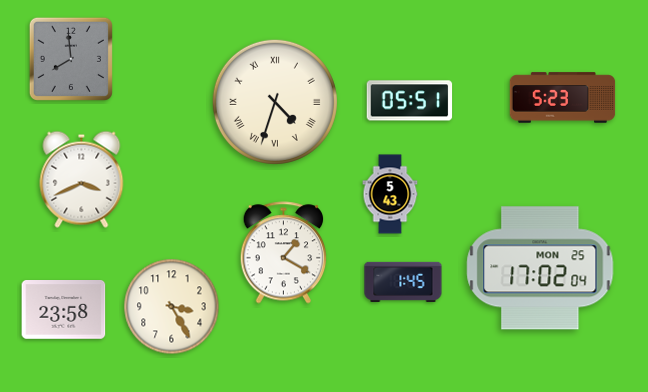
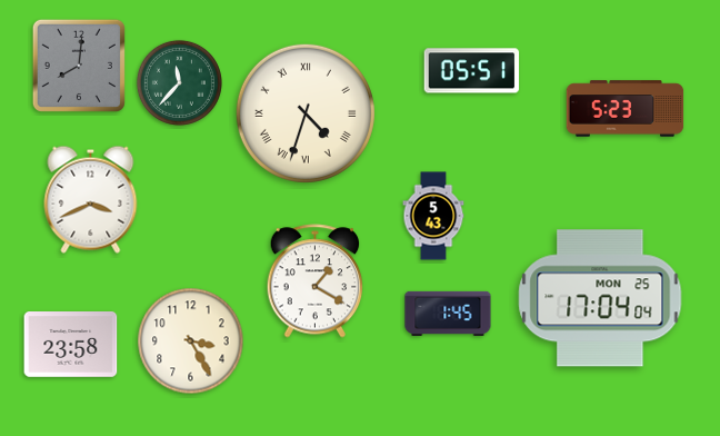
clock at (71, 59): 7:59 -> 8:01
clock at (179, 82): none -> 11:37
clock at (410, 101) position: (410, 101) -> (472, 71)
clock at (540, 268): 17:02 -> 17:04
